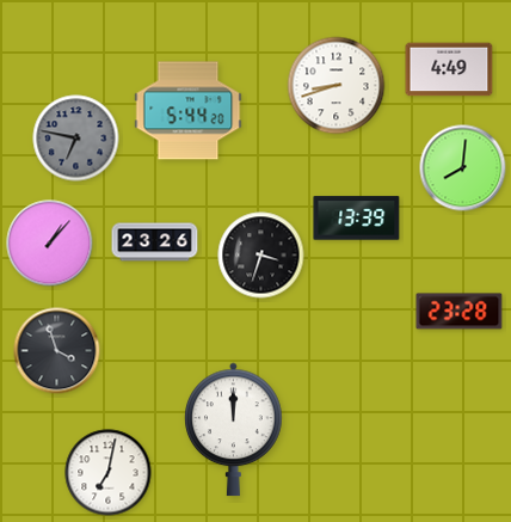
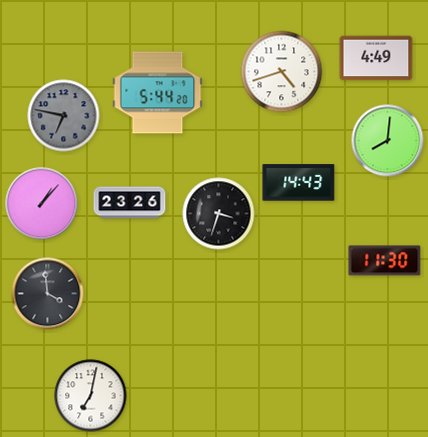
clock at (337, 86): 8:42 -> 4:42
clock at (357, 219): 13:39 -> 14:43
clock at (460, 312): 23:28 -> 11:30
clock at (57, 351): 3:57 -> 3:59
clock at (234, 430): 12:00 -> none
